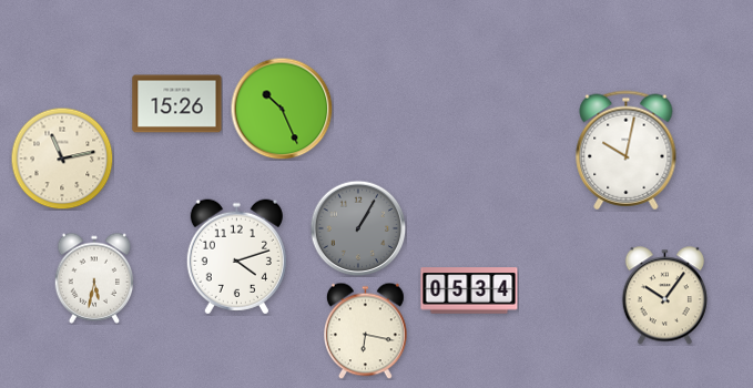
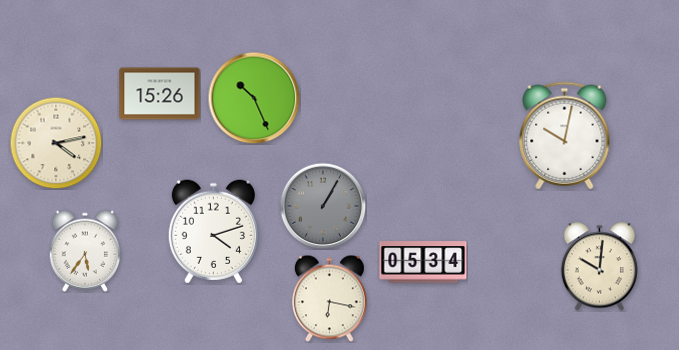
clock at (62, 159): 11:13 -> 4:13
clock at (94, 278): 5:32 -> 5:36
clock at (664, 296): 10:06 -> 10:01
